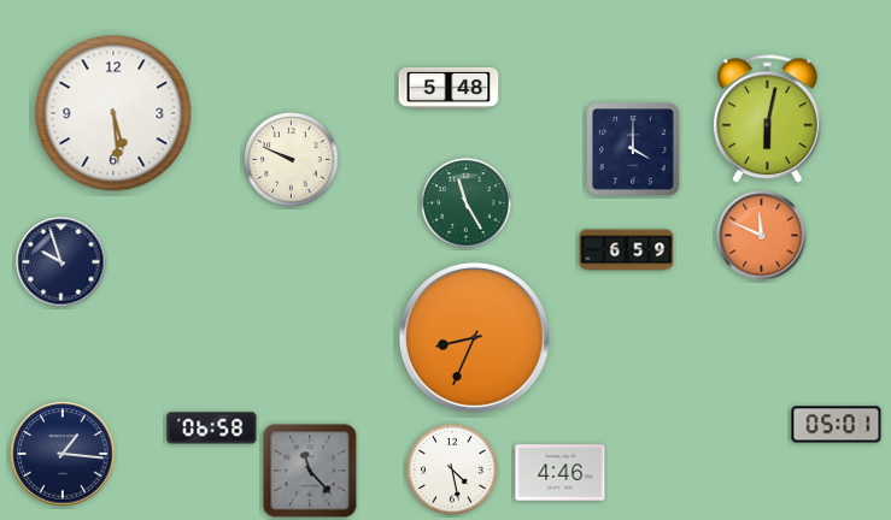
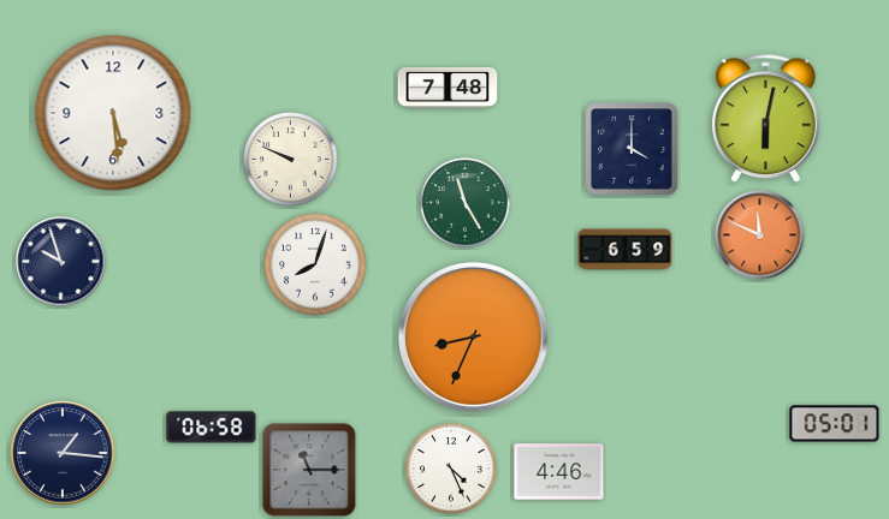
clock at (449, 88): 5:48 -> 7:48
clock at (315, 264): none -> 8:03
clock at (452, 469): 4:28 -> 4:26
clock at (310, 471): 11:23 -> 11:15
